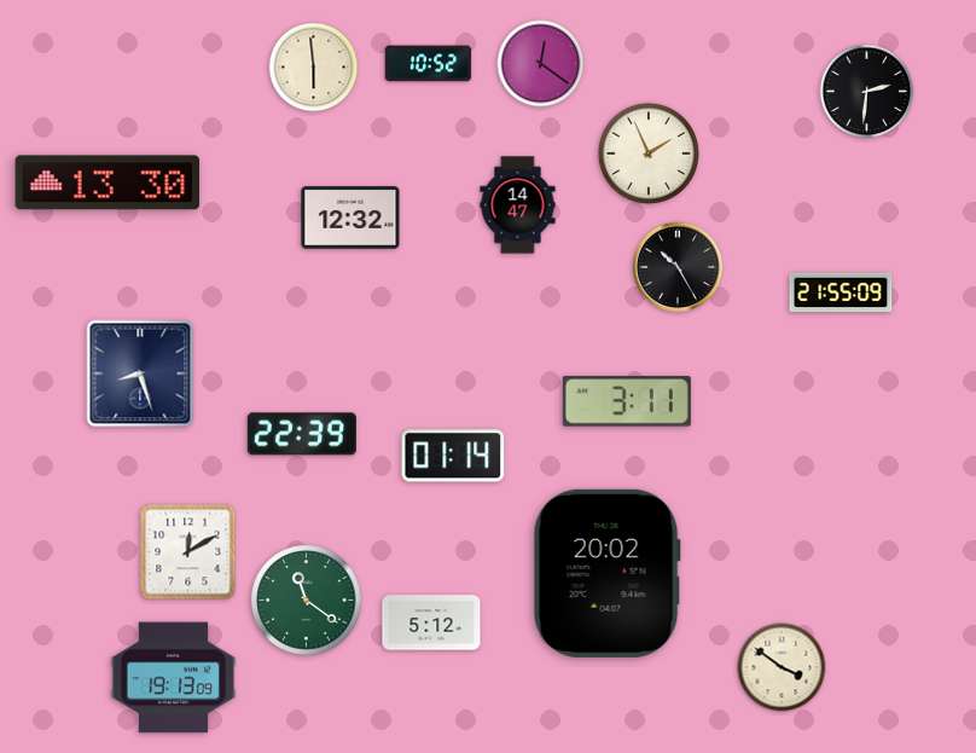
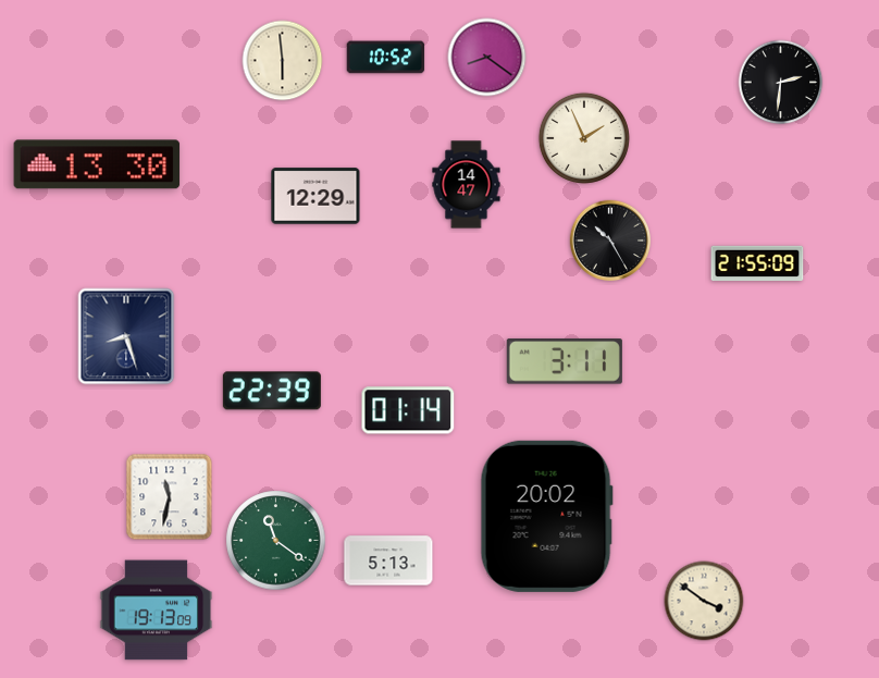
clock at (541, 64): 12:21 -> 8:21
clock at (350, 218): 12:32 -> 12:29
clock at (188, 552): 12:10 -> 11:32
clock at (431, 622): 5:12 -> 5:13
